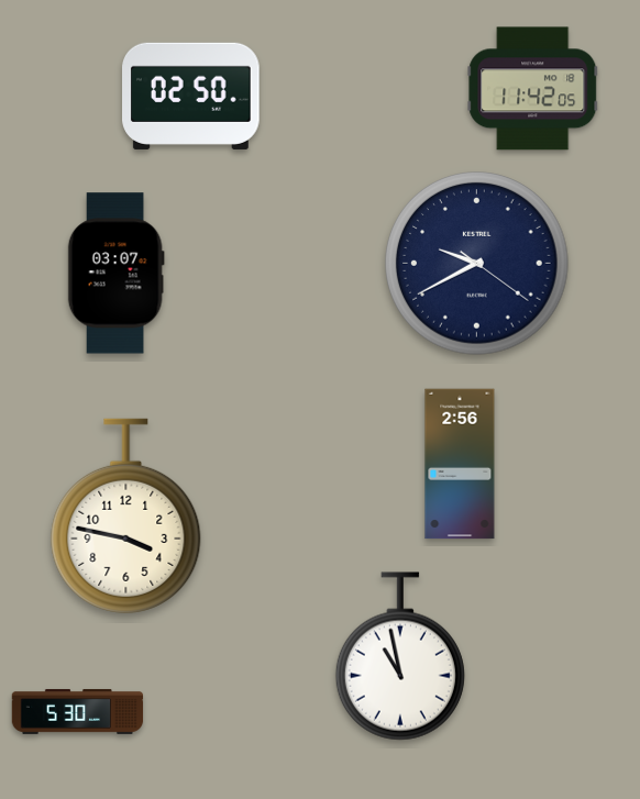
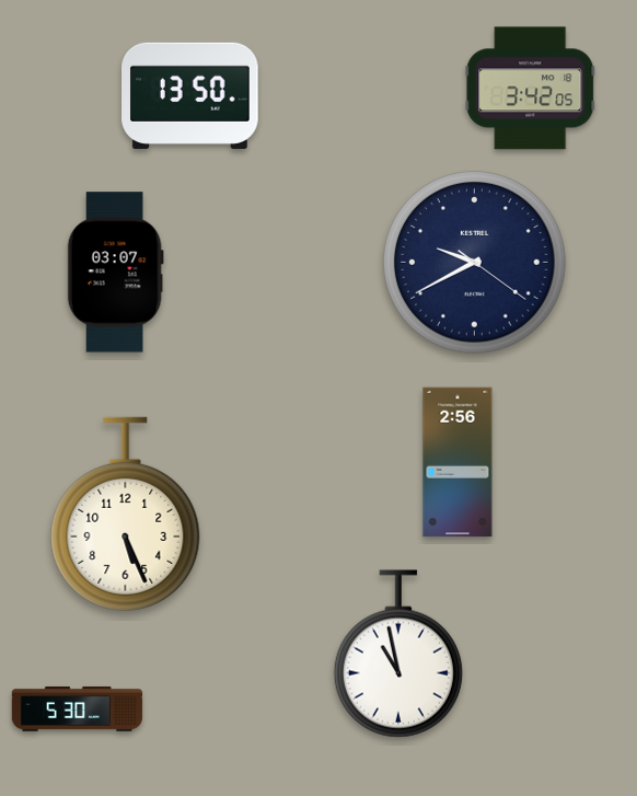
clock at (533, 89): 11:42 -> 3:42
clock at (191, 96): 02:50 -> 13:50
clock at (126, 515): 3:47 -> 5:26
